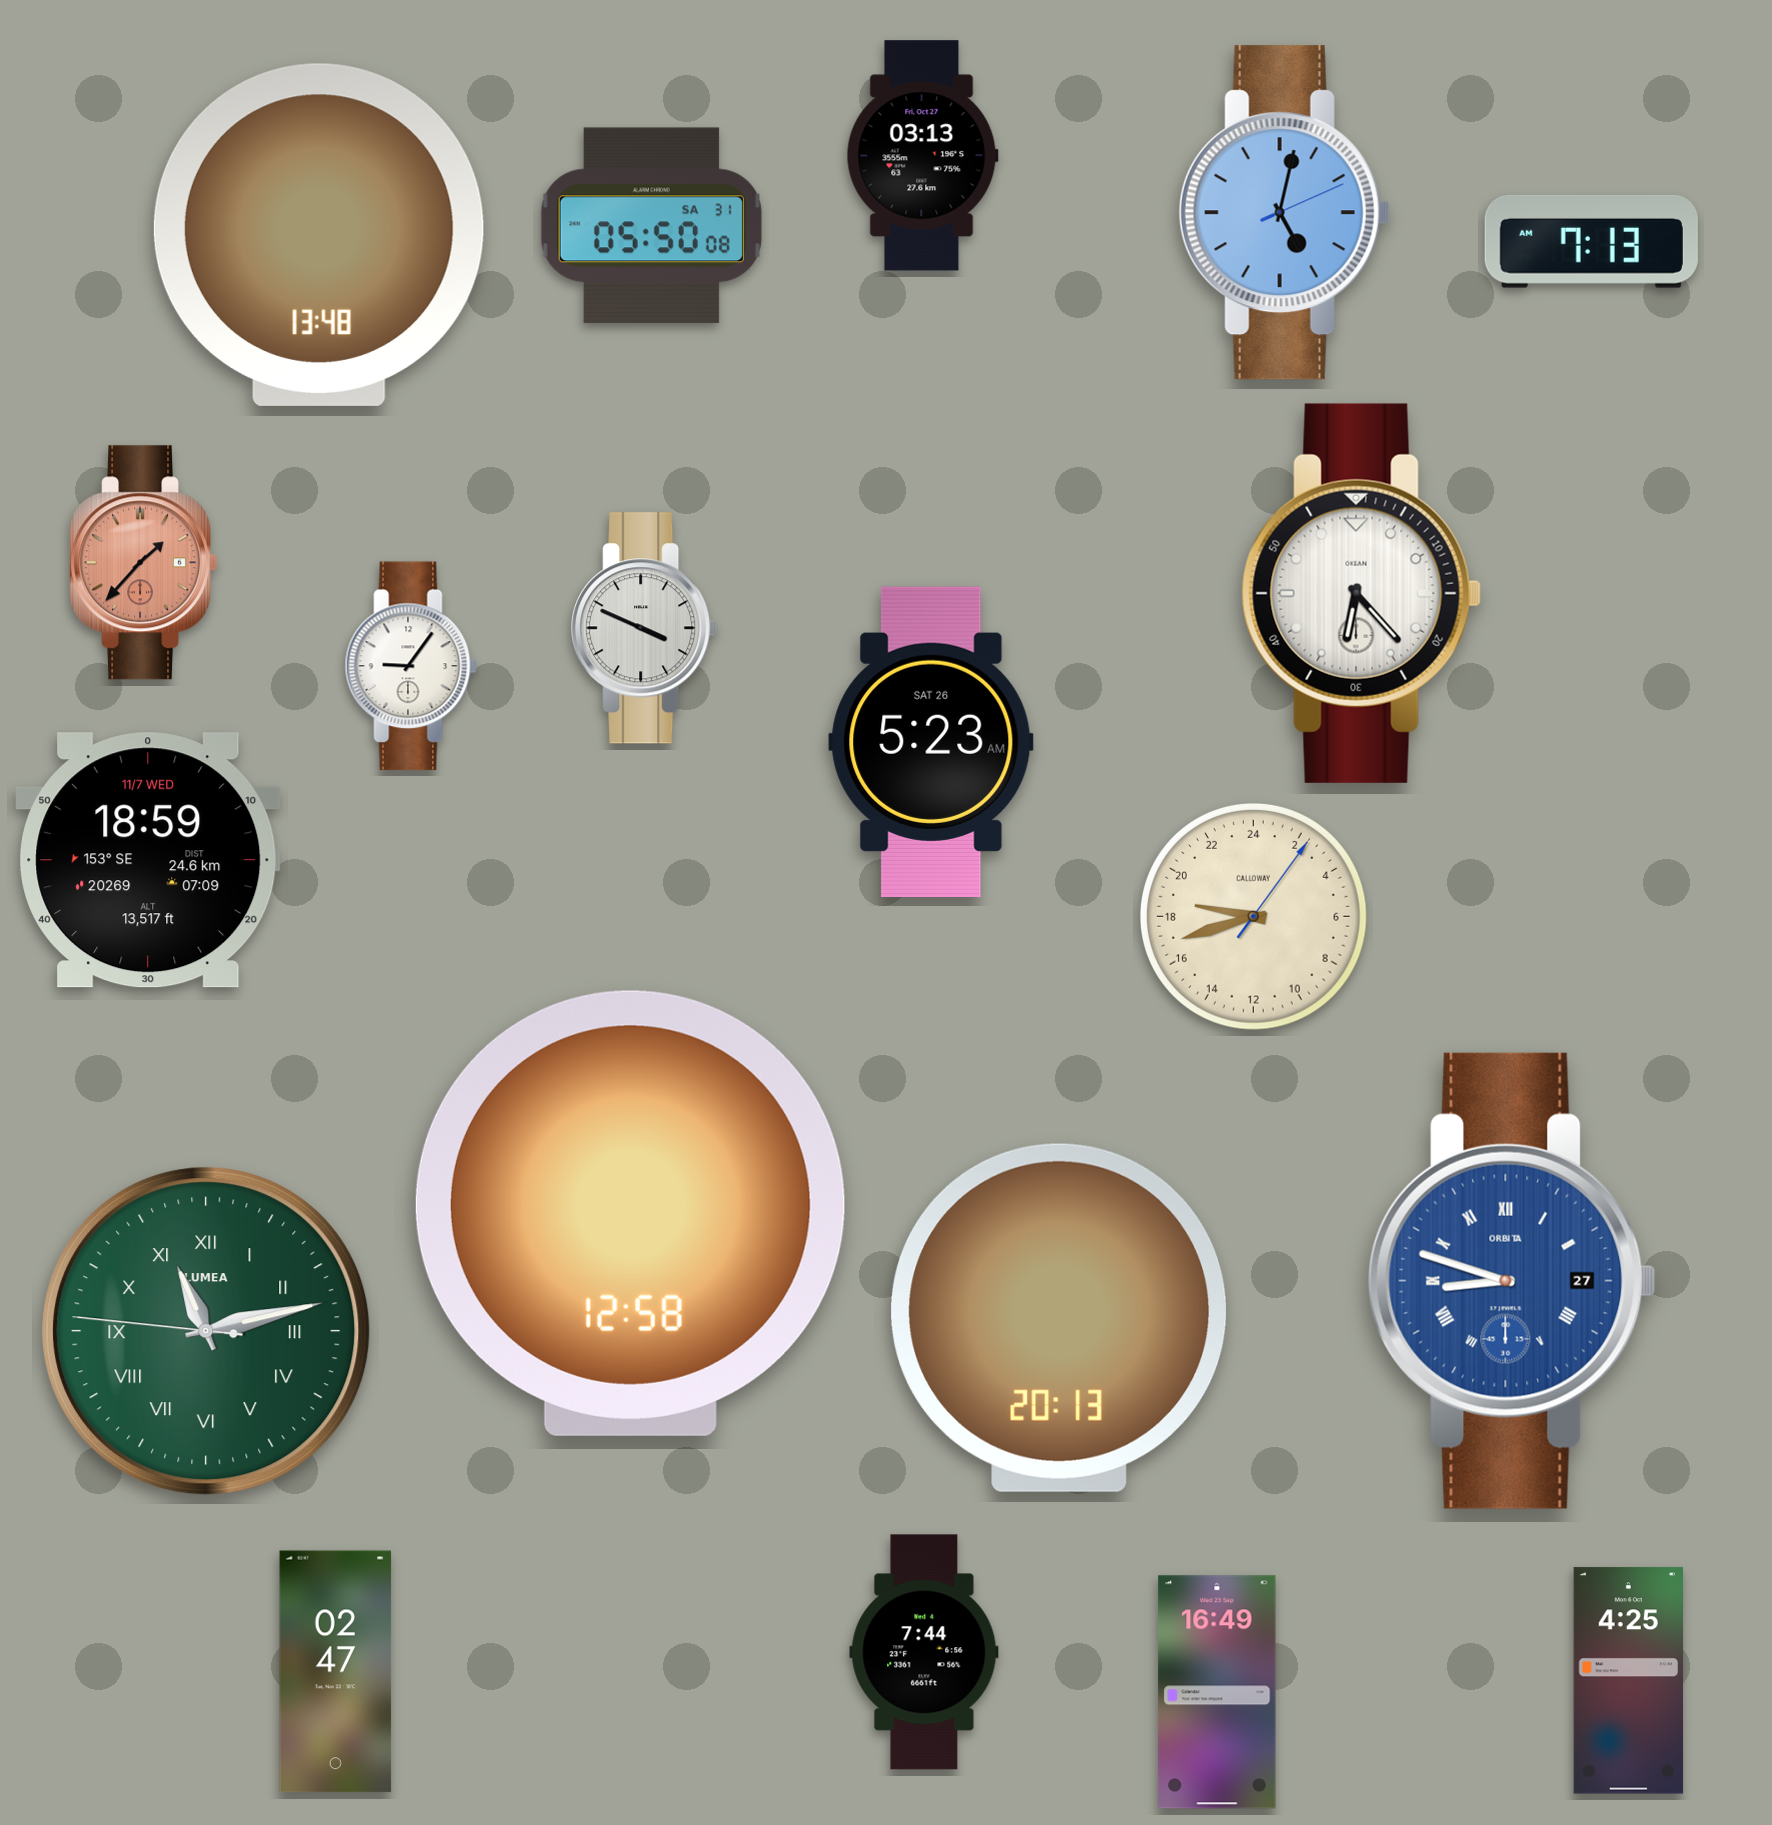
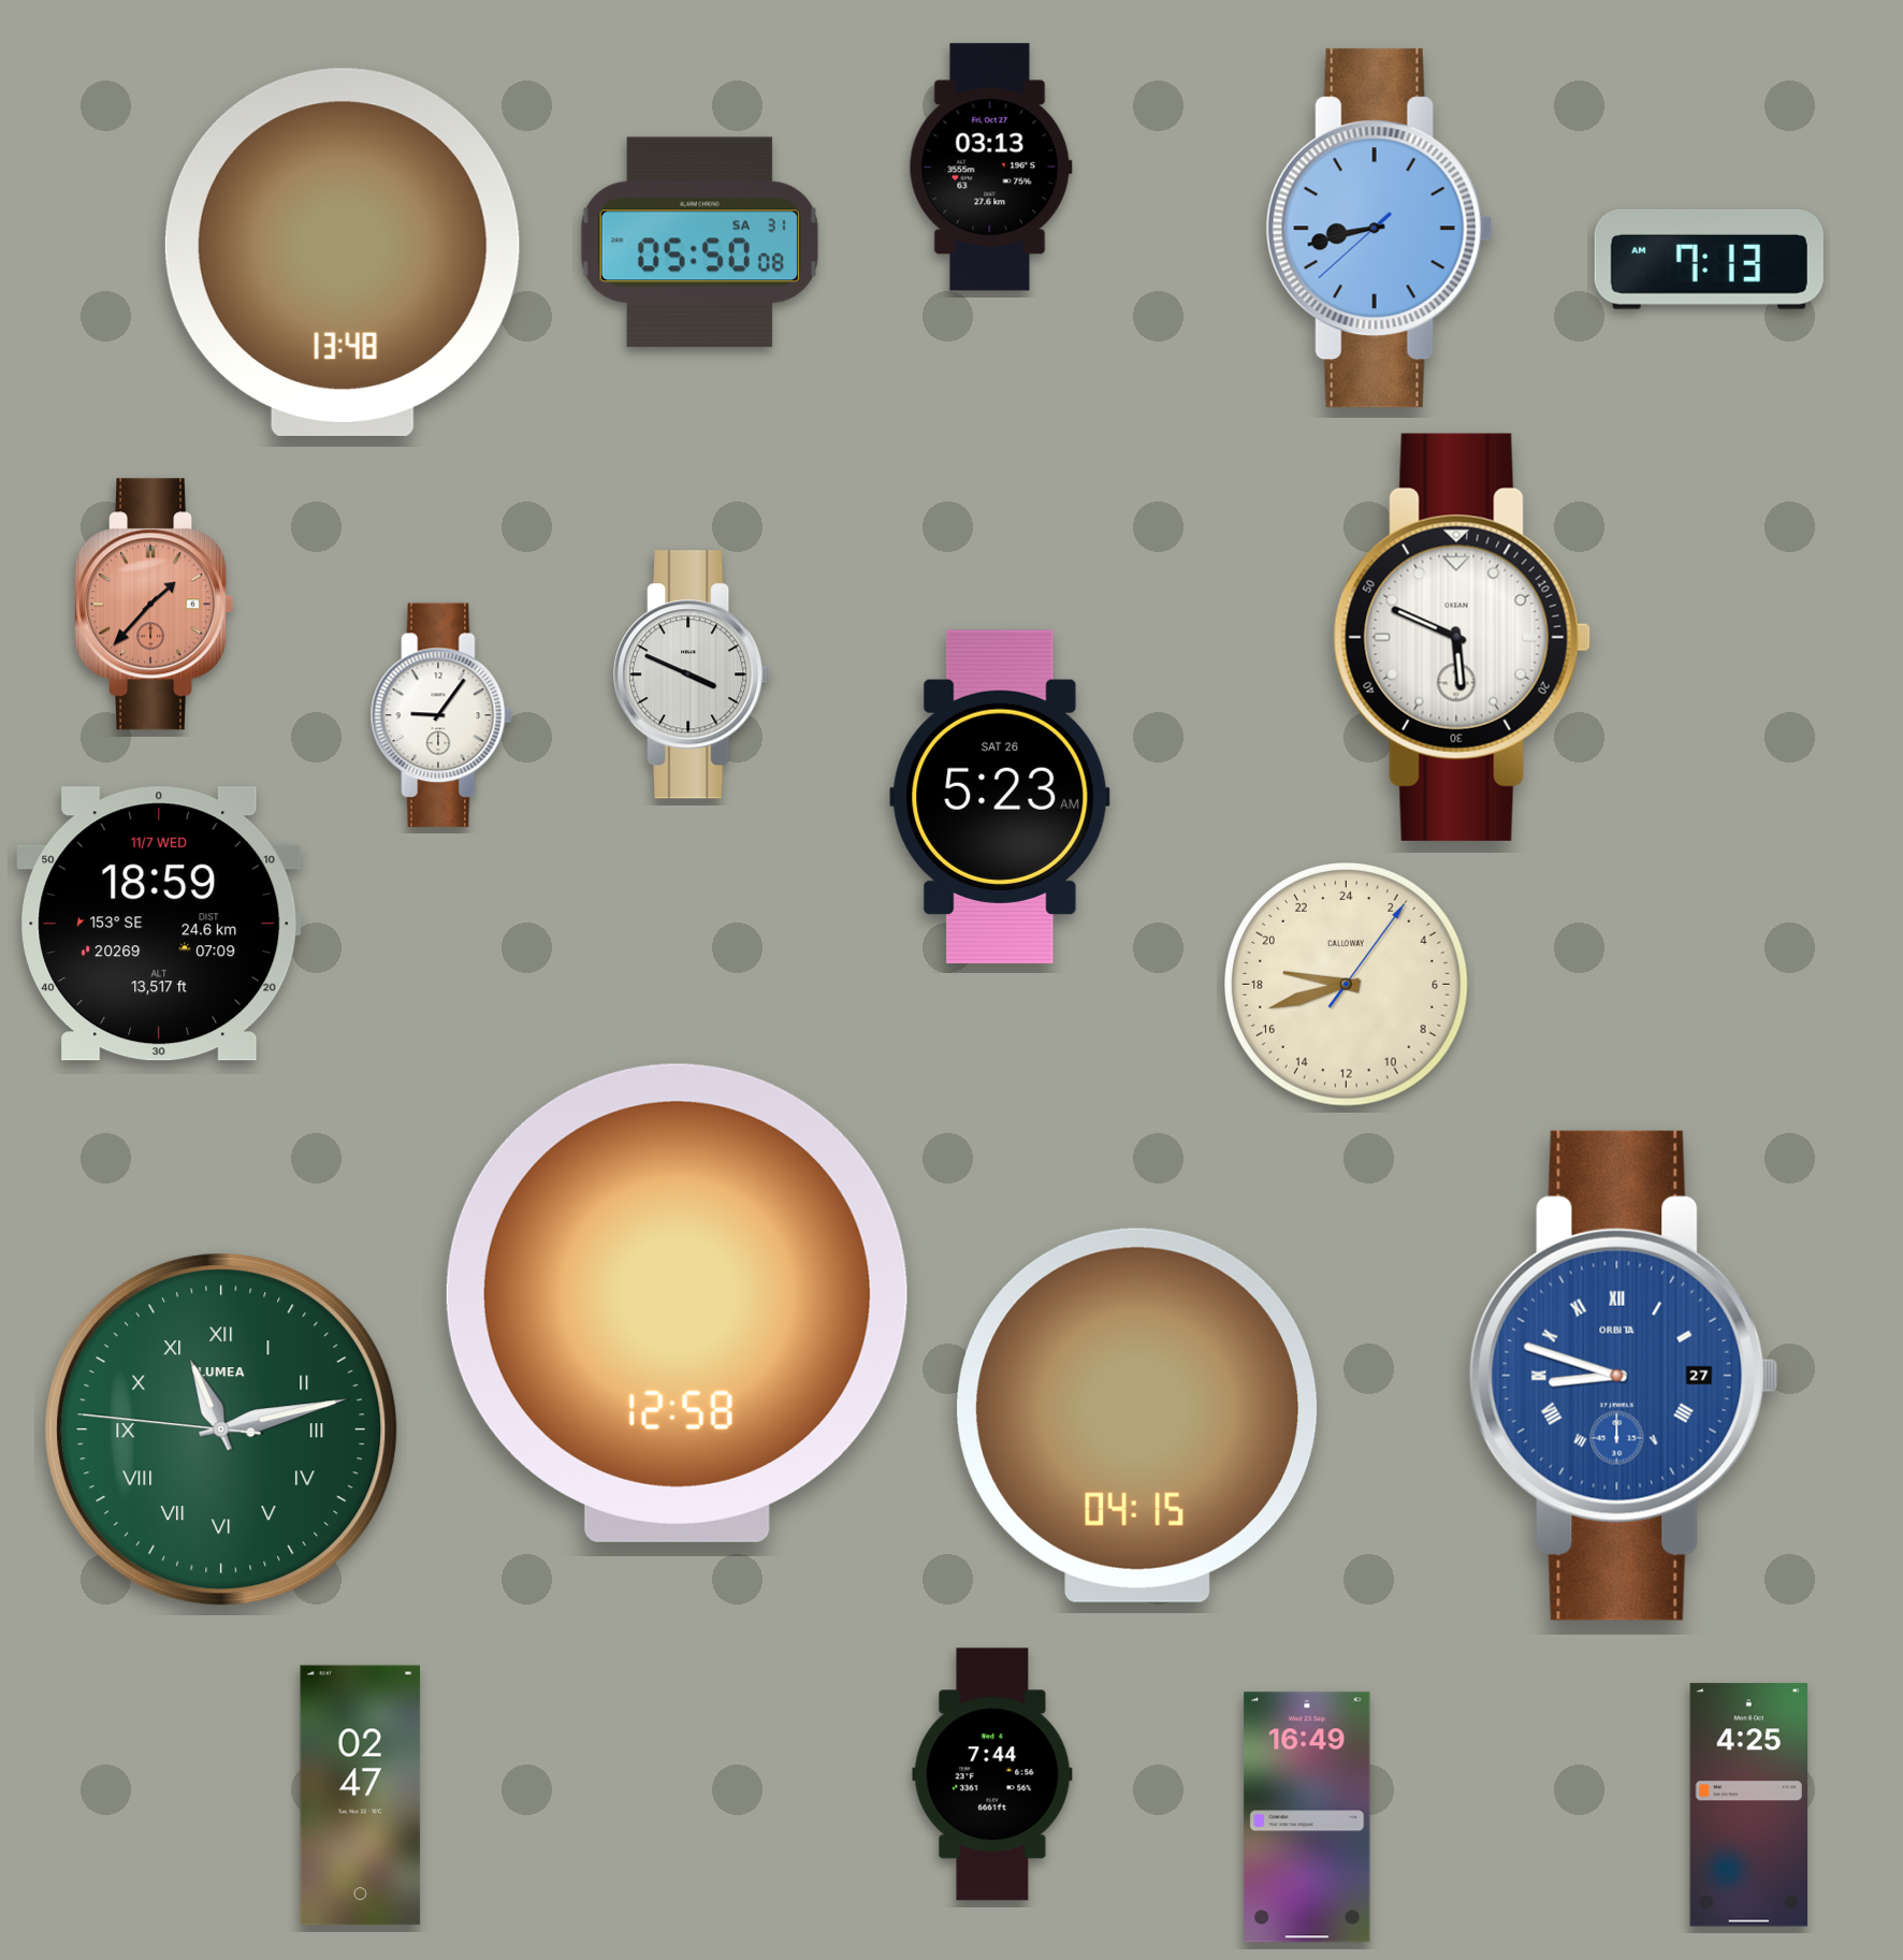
clock at (1284, 213): 5:02 -> 8:42
clock at (1361, 593): 6:23 -> 5:49
clock at (1059, 1318): 20:13 -> 04:15
